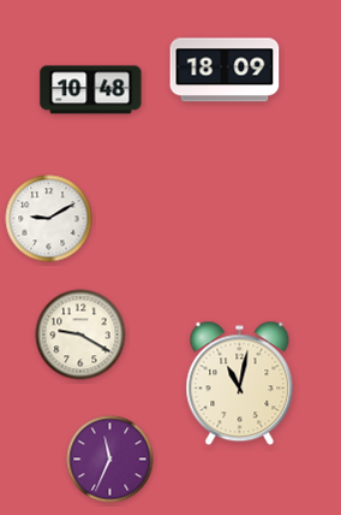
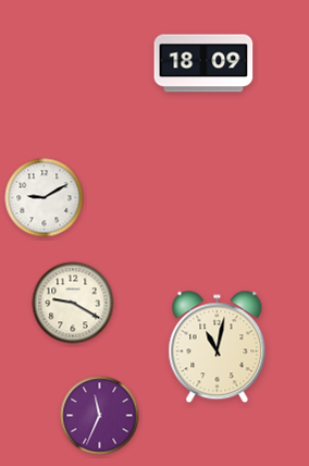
clock at (91, 90): 10:48 -> none
